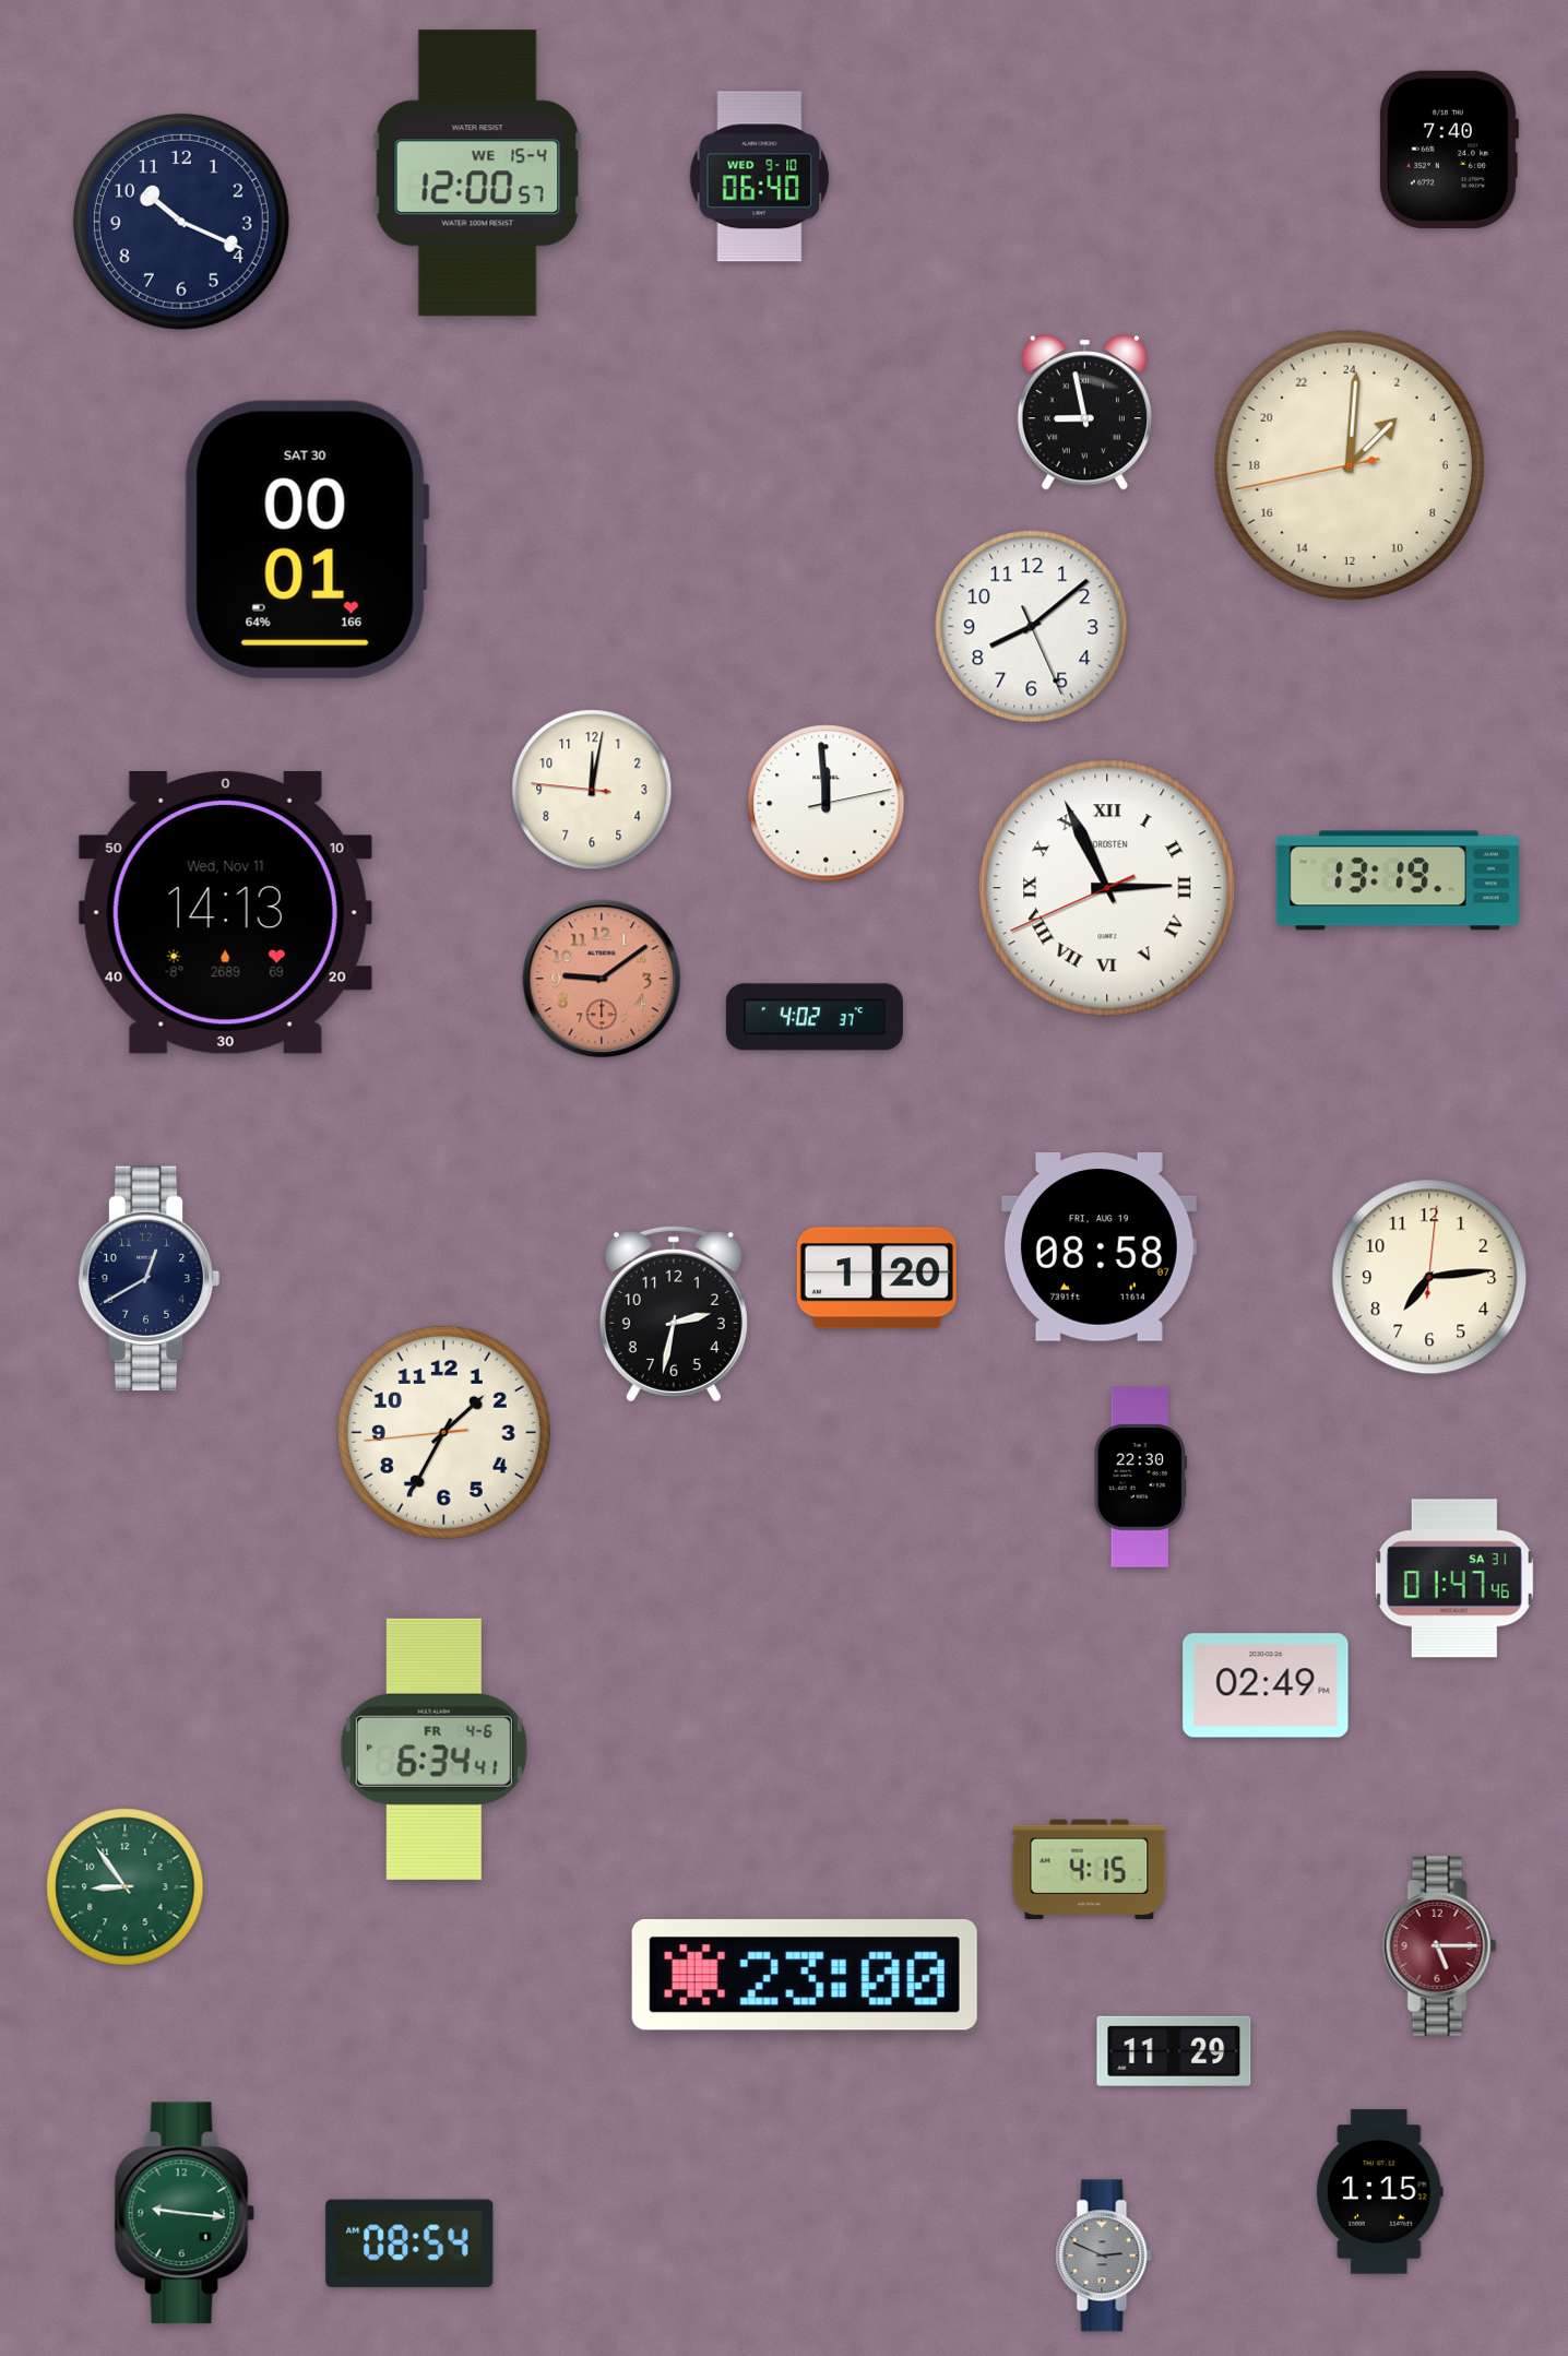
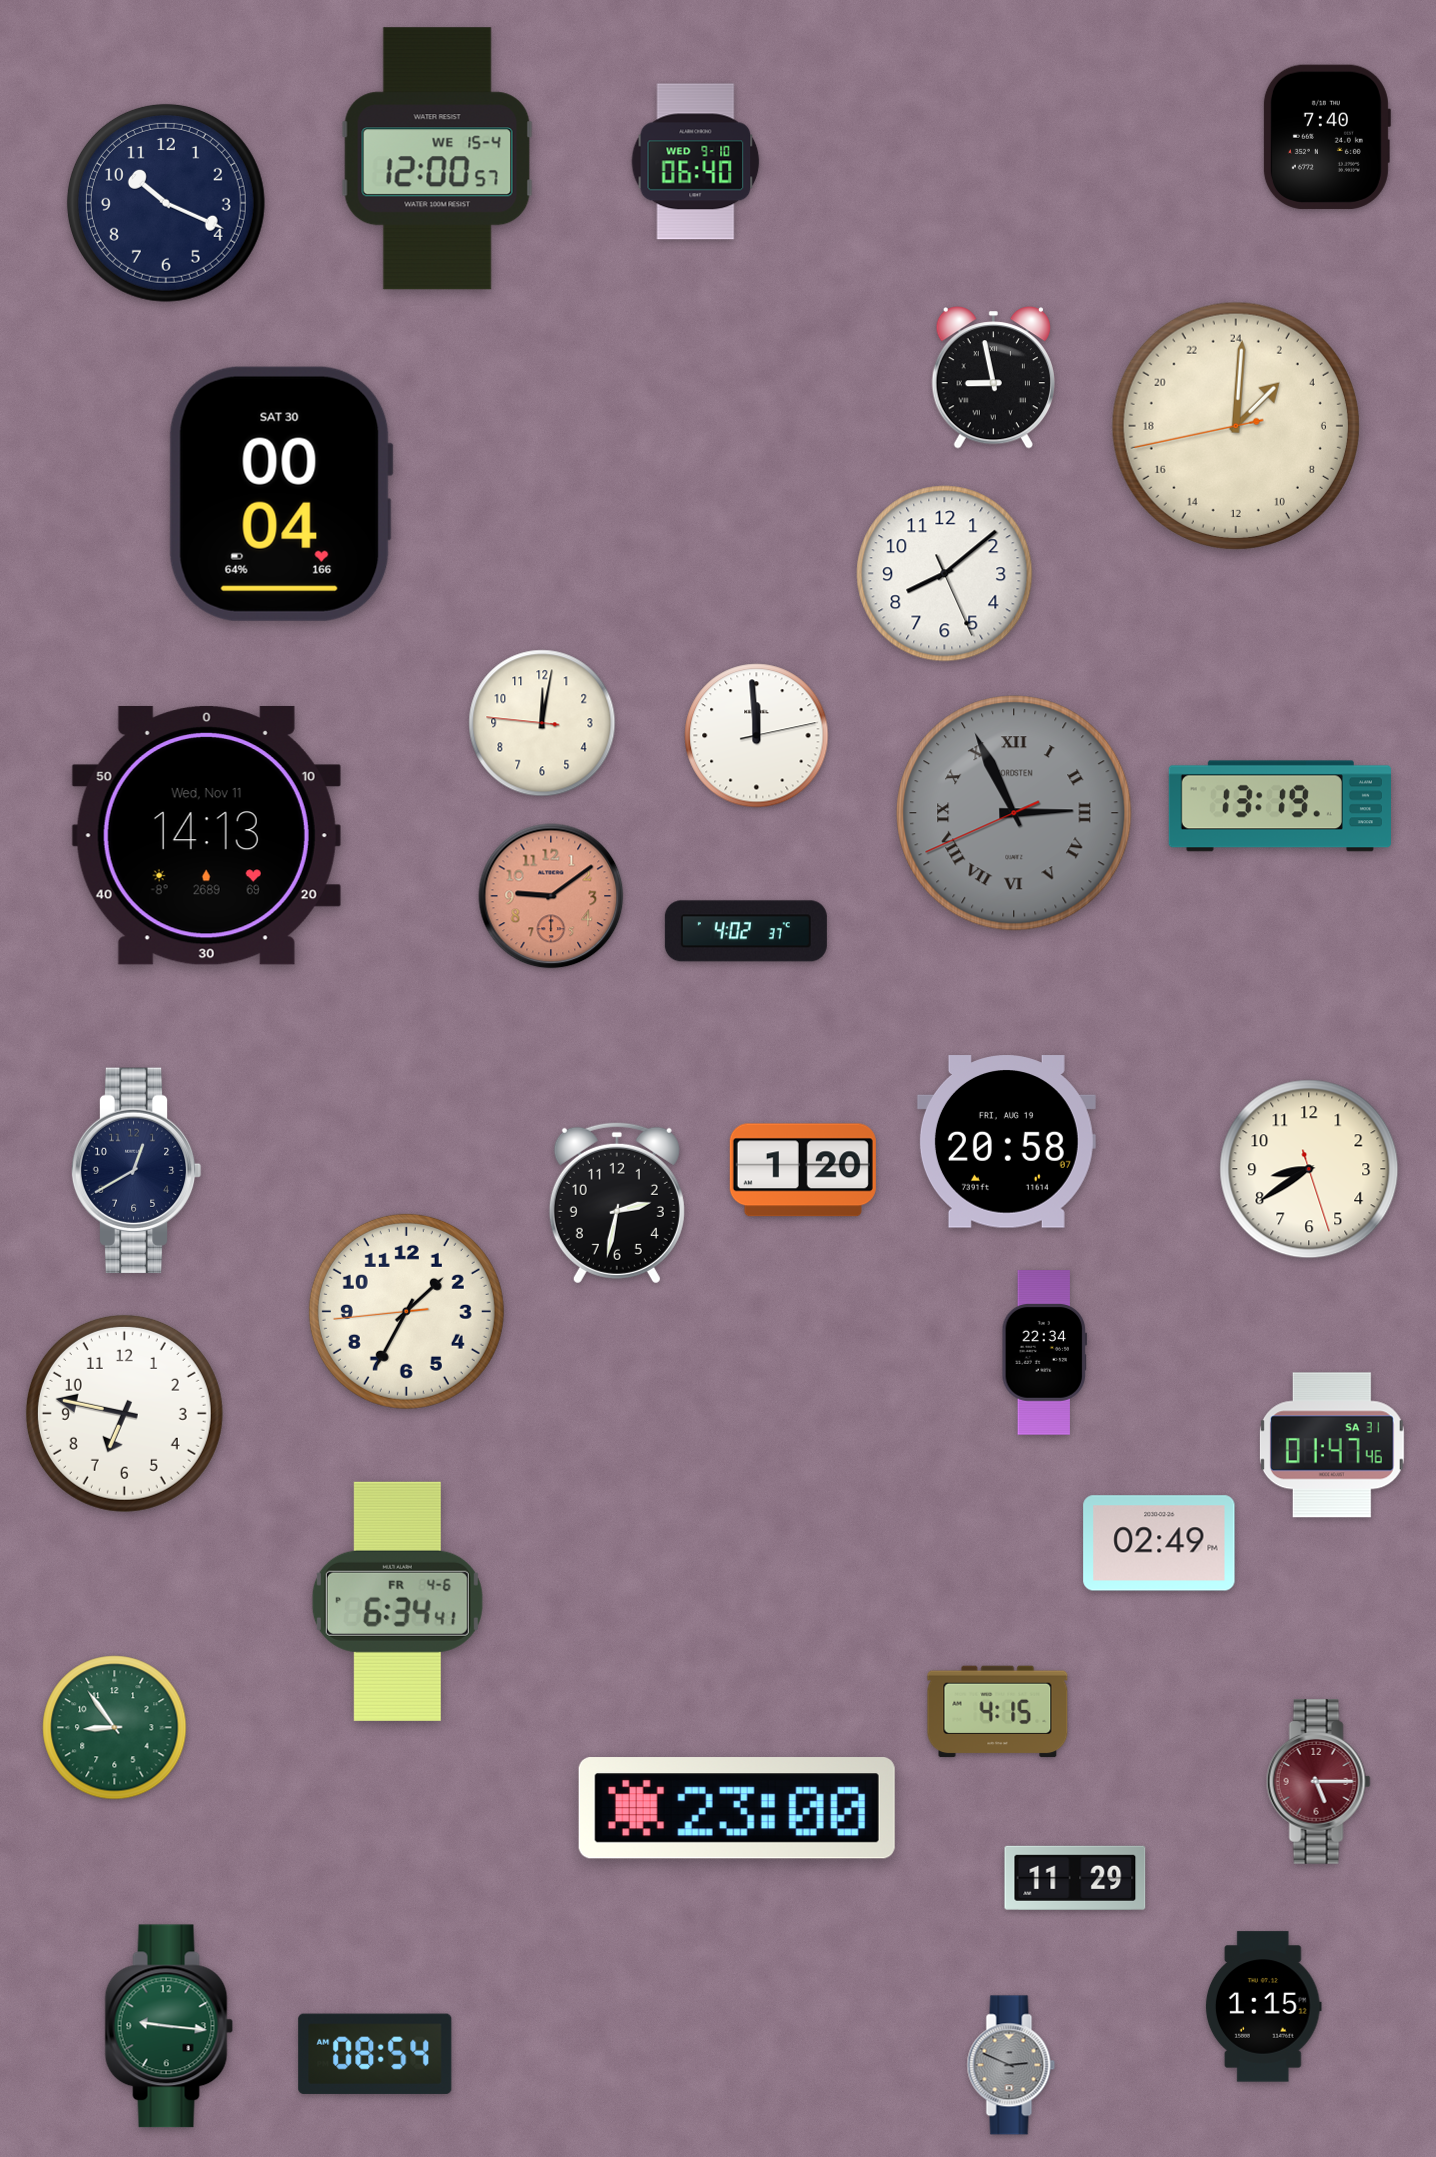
clock at (307, 540): 00:01 -> 00:04
clock at (1107, 888) dial: white -> grey
clock at (1098, 1247): 08:58 -> 20:58
clock at (1429, 1277): 7:14 -> 8:39
clock at (1141, 1478): 22:30 -> 22:34
clock at (124, 1413): none -> 6:47
